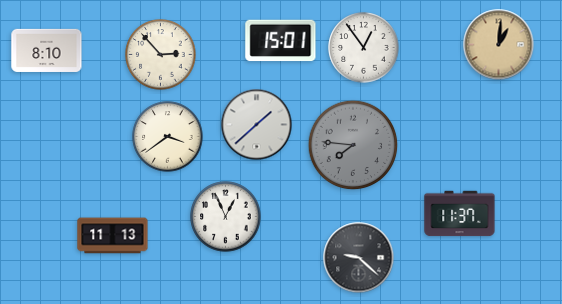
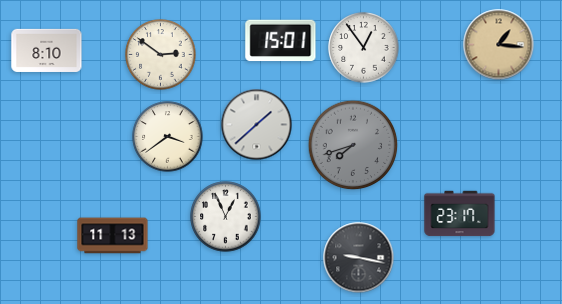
clock at (499, 45): 1:01 -> 1:16
clock at (161, 55): 2:53 -> 2:51
clock at (353, 145): 7:46 -> 7:42
clock at (460, 214): 11:37 -> 23:17
clock at (359, 258): 9:22 -> 9:17
